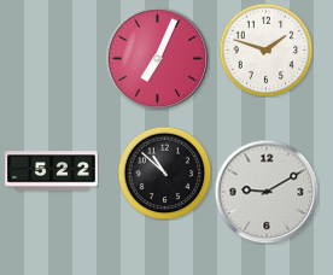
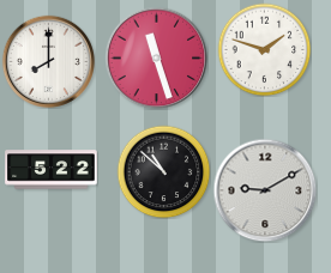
clock at (157, 58): 7:04 -> 11:27
clock at (48, 61): none -> 8:00
